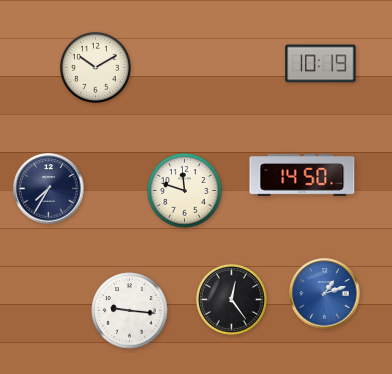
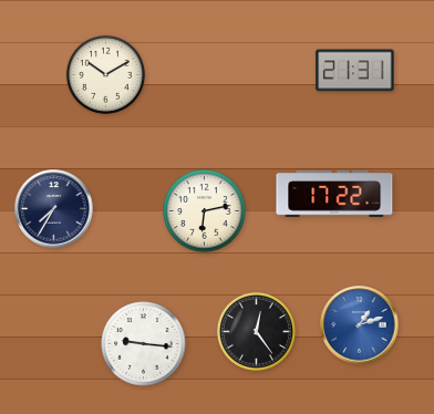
clock at (321, 64): 10:19 -> 21:31
clock at (302, 175): 14:50 -> 17:22
clock at (185, 191): 11:48 -> 6:13
